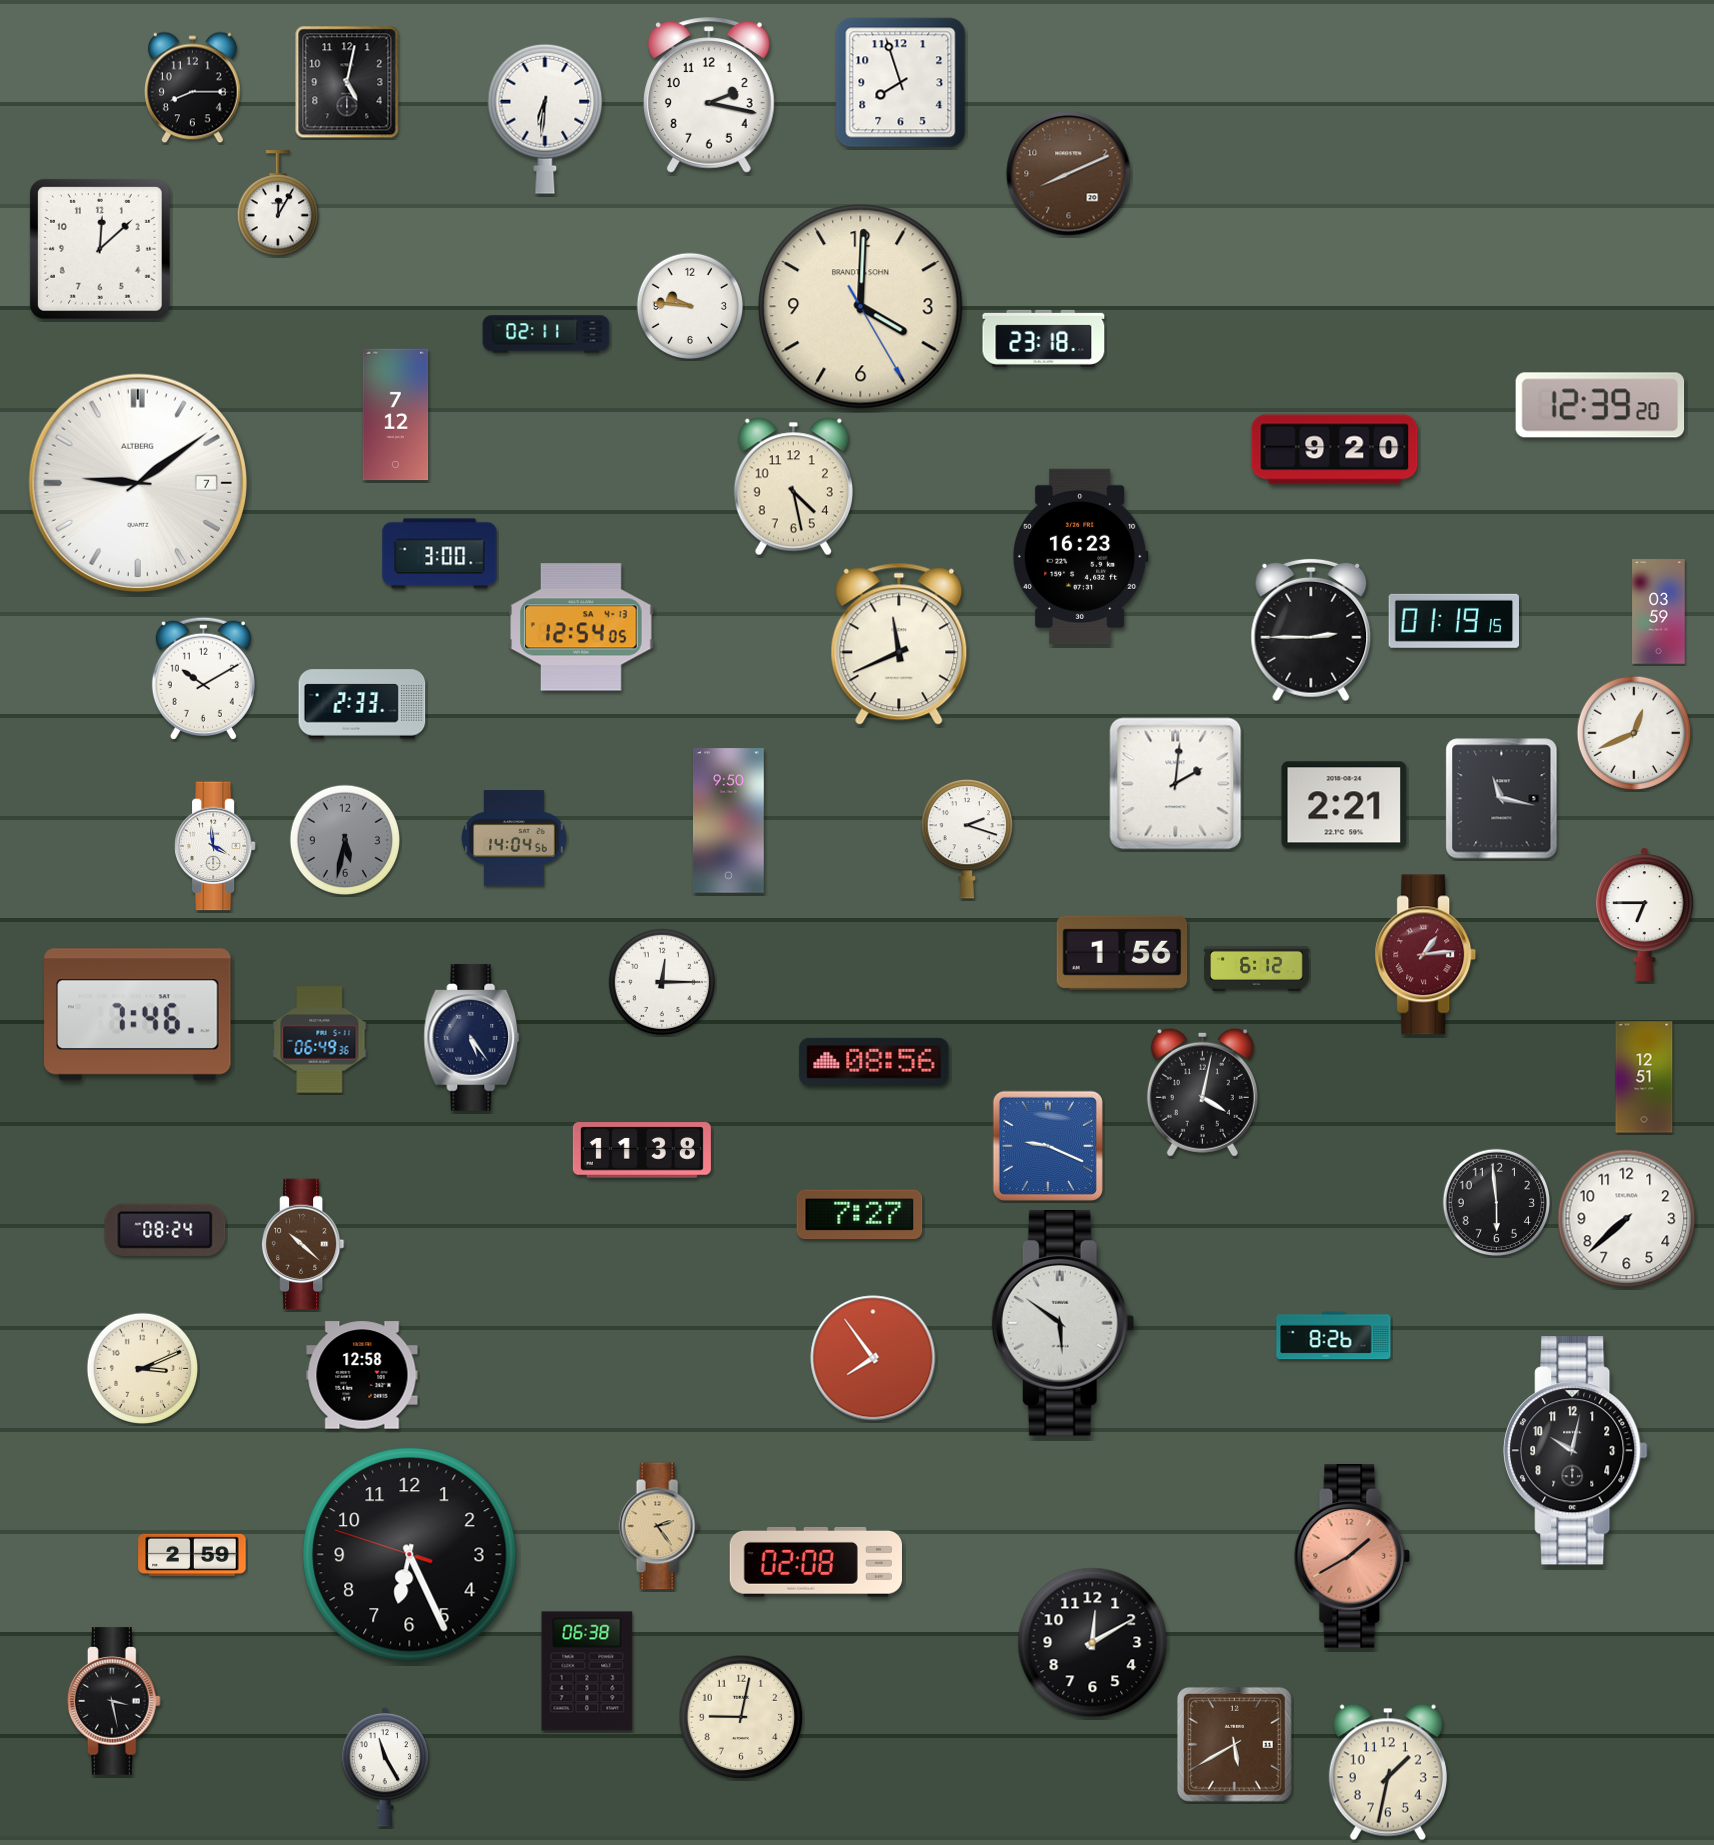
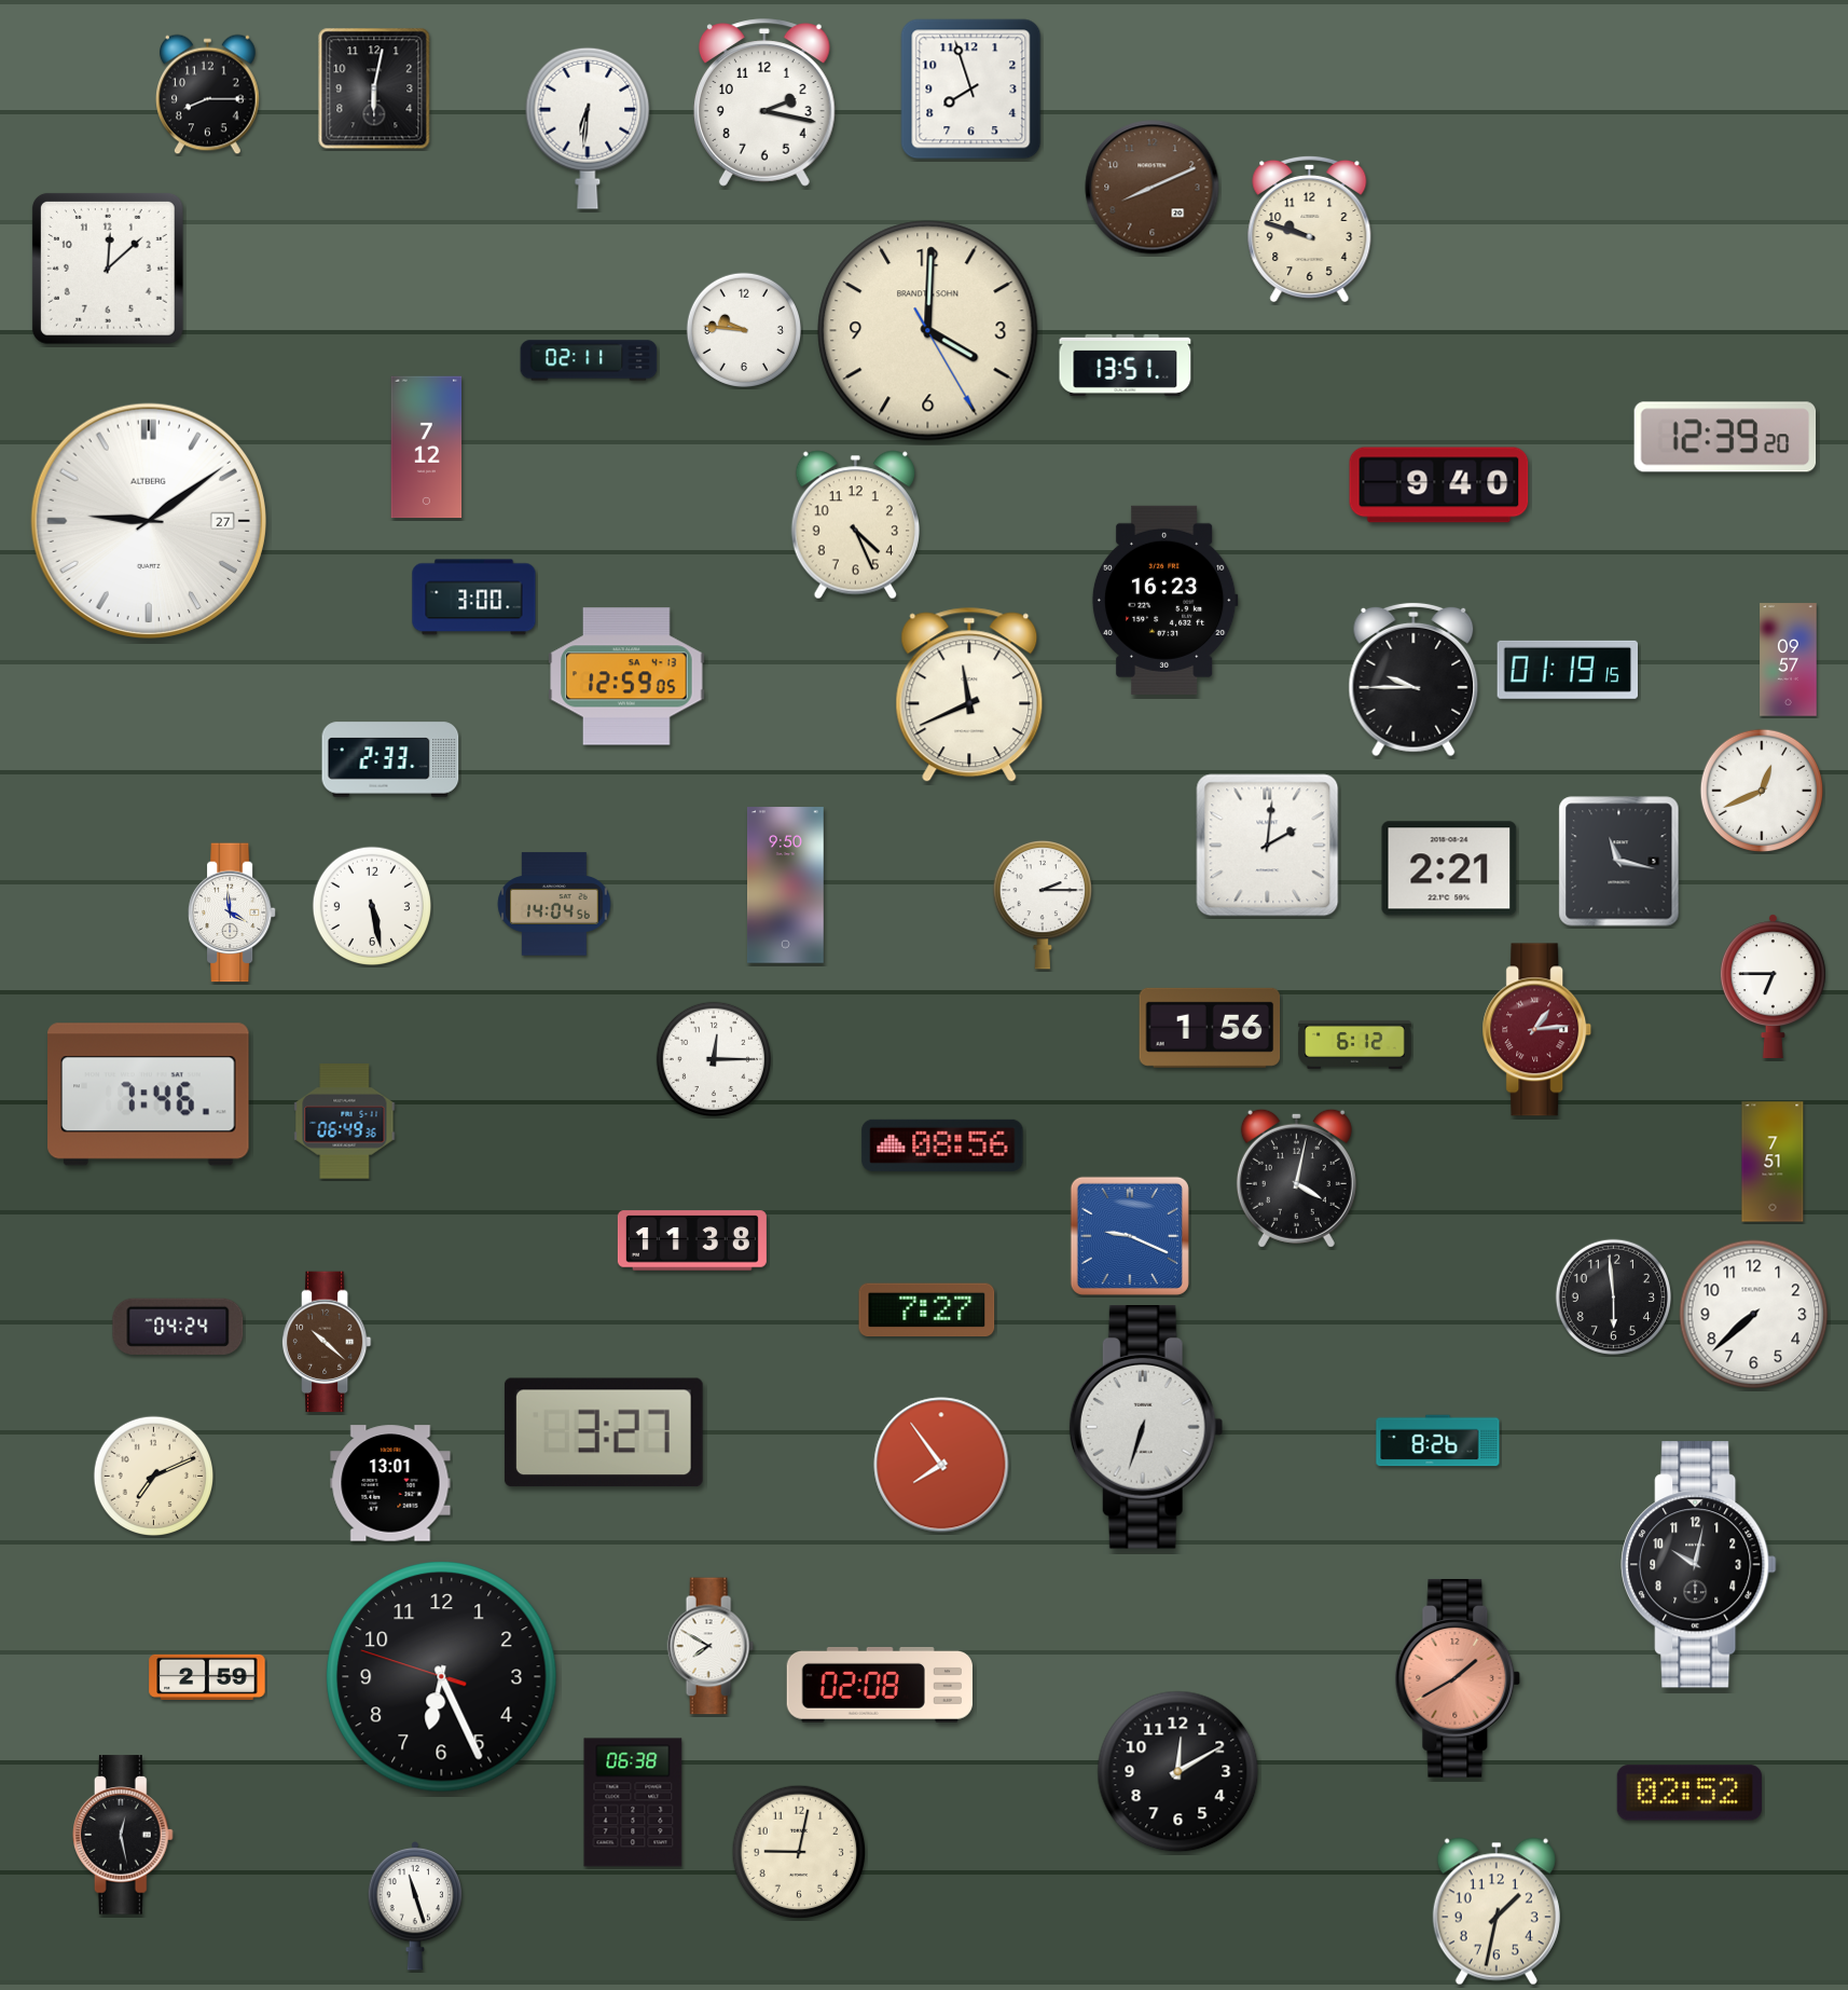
clock at (347, 82): 5:02 -> 6:02
clock at (278, 204): 12:05 -> none
clock at (1310, 229): none -> 9:48
clock at (1044, 338): 23:18 -> 13:51
clock at (1335, 450): 9:20 -> 9:40
clock at (138, 483) date: 7 -> 27
clock at (793, 487): 4:28 -> 4:26
clock at (1659, 612): 03:59 -> 09:57
clock at (581, 627): 12:54 -> 12:59
clock at (1311, 630): 2:45 -> 9:45
clock at (203, 678): 10:10 -> none
clock at (344, 839): 5:32 -> 5:28
clock at (344, 839) dial: grey -> white
clock at (966, 840): 2:18 -> 2:15
clock at (472, 1038): 5:24 -> none
clock at (1644, 1077): 12:51 -> 7:51
clock at (165, 1230): 08:24 -> 04:24
clock at (1063, 1324): 5:51 -> 6:33
clock at (604, 1432): none -> 3:27
clock at (143, 1369): 3:11 -> 7:11
clock at (362, 1375): 12:58 -> 13:01
clock at (659, 1526): 2:24 -> 7:50
clock at (659, 1526) dial: champagne -> white
clock at (1690, 1793): none -> 02:52
clock at (115, 1701): 3:28 -> 12:28
clock at (1234, 1744): 5:40 -> none
clock at (385, 1768): 11:25 -> 11:27
